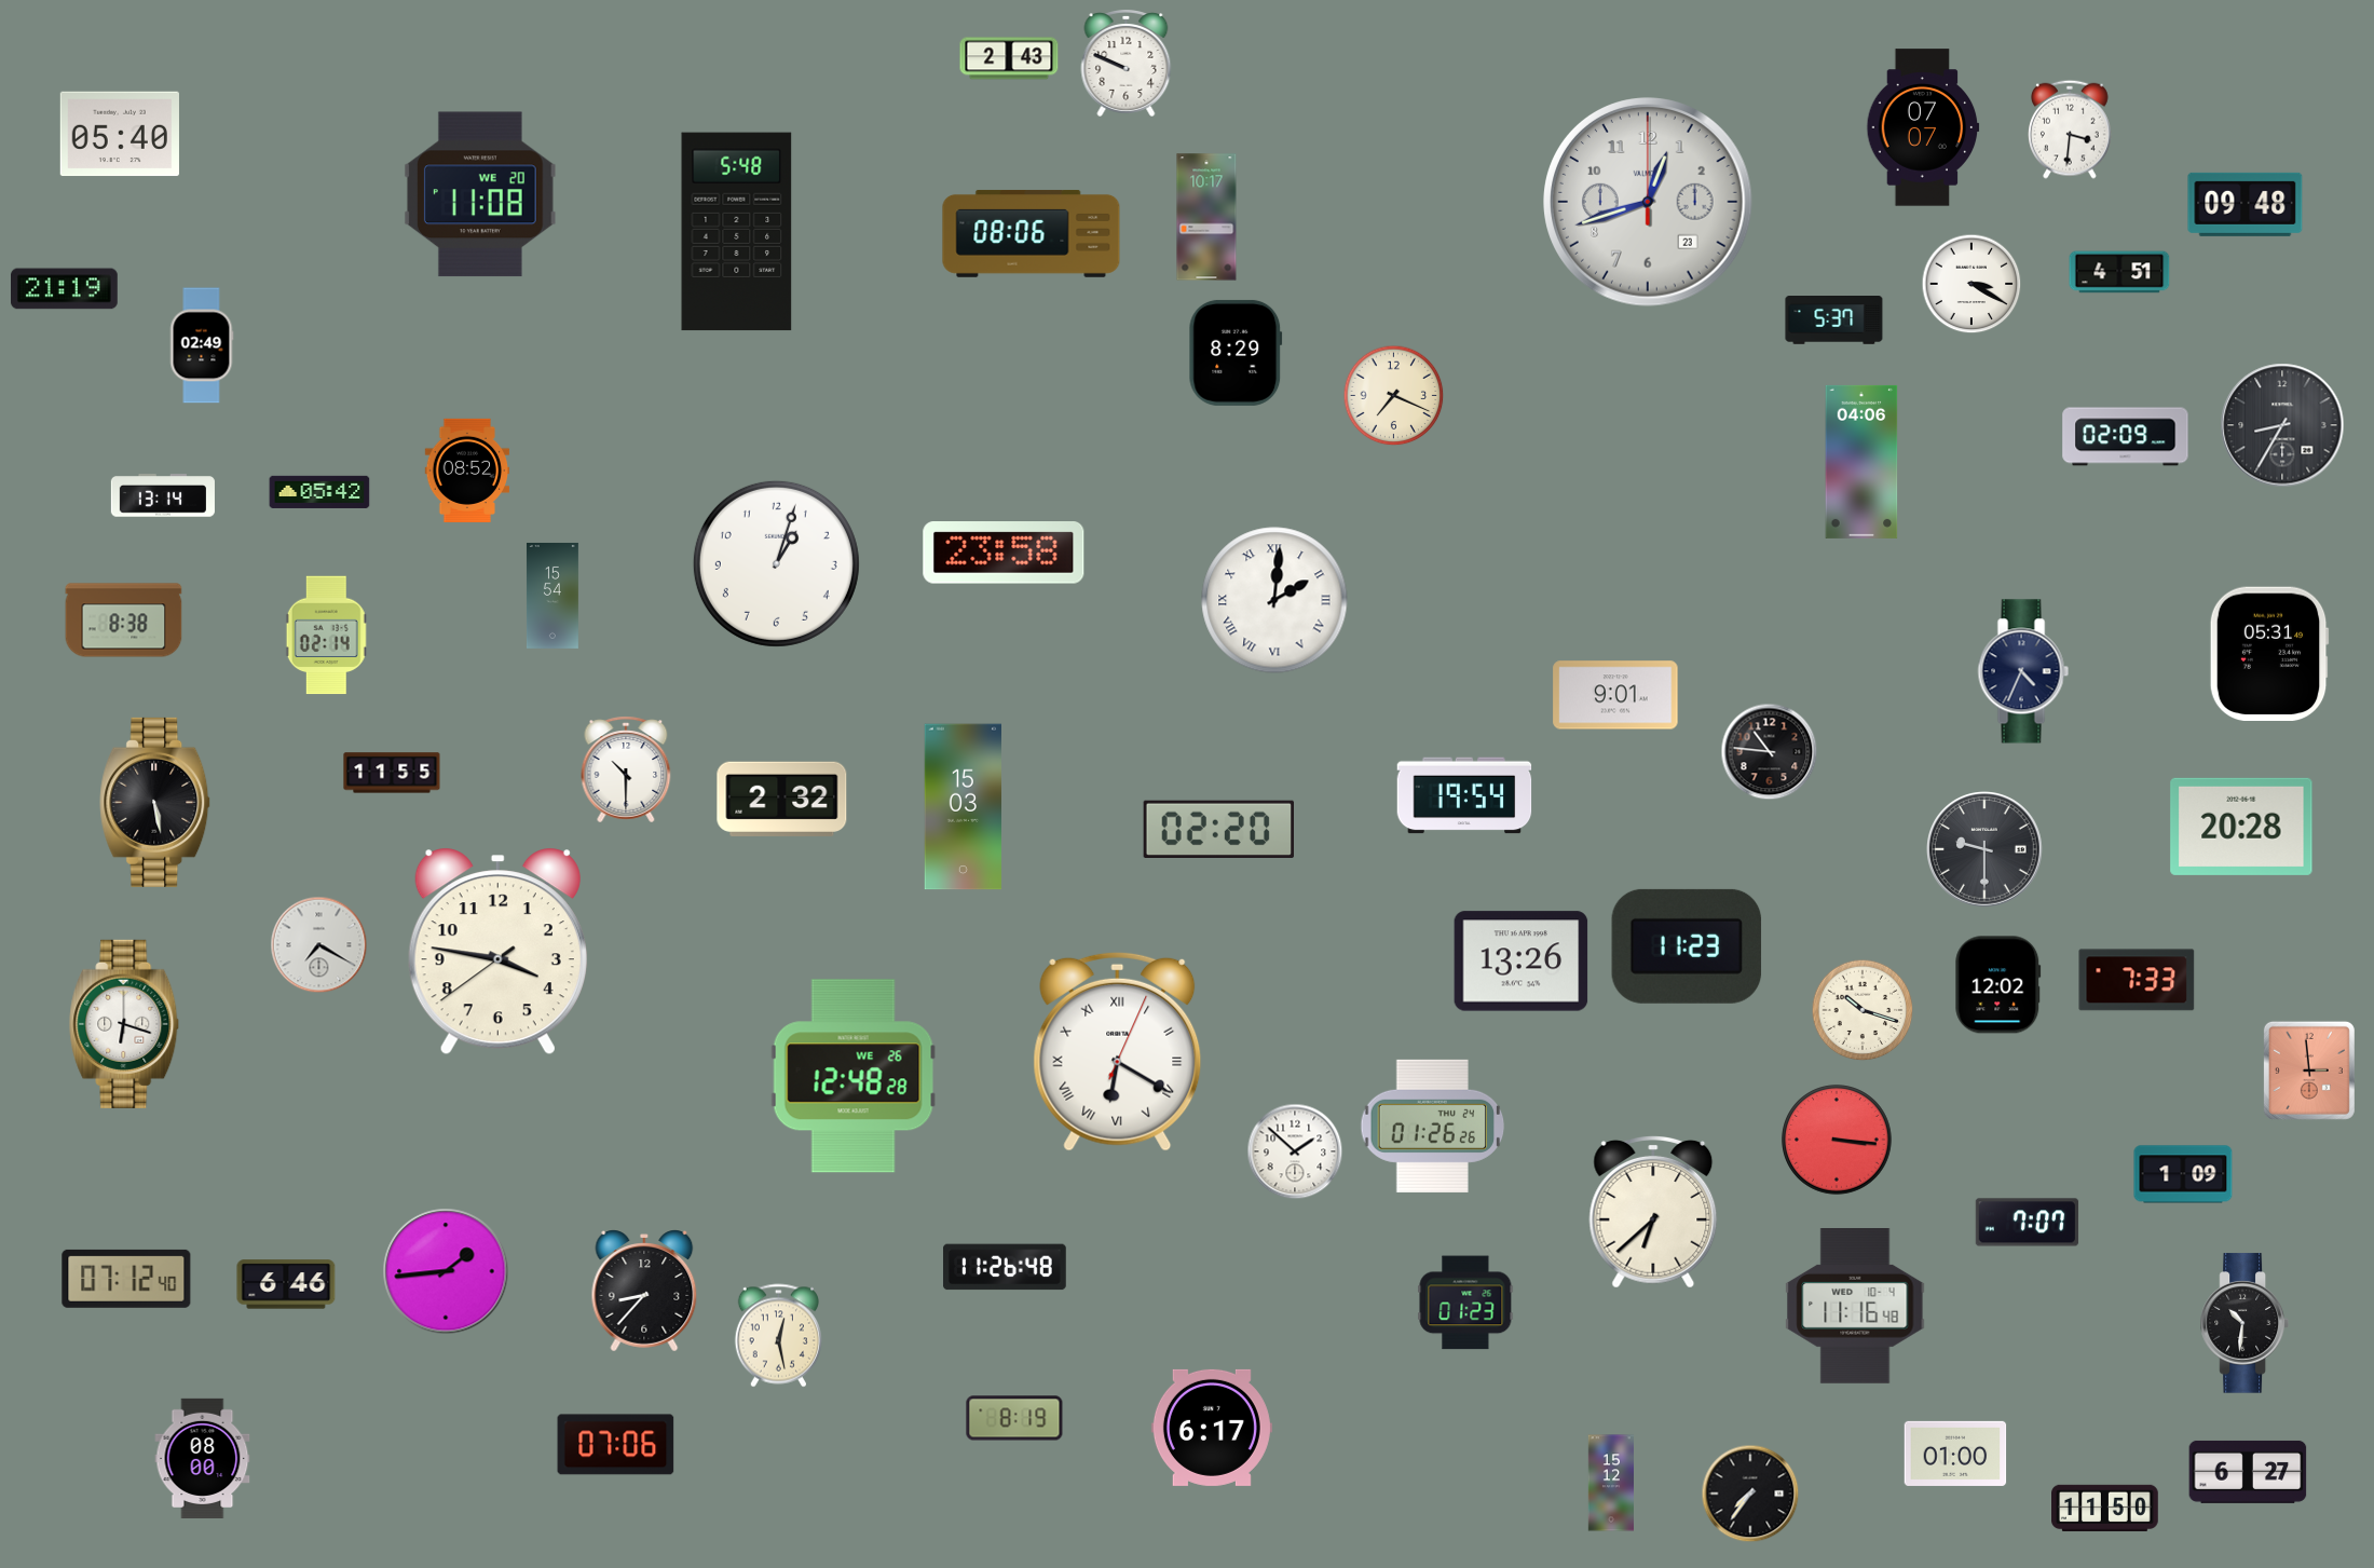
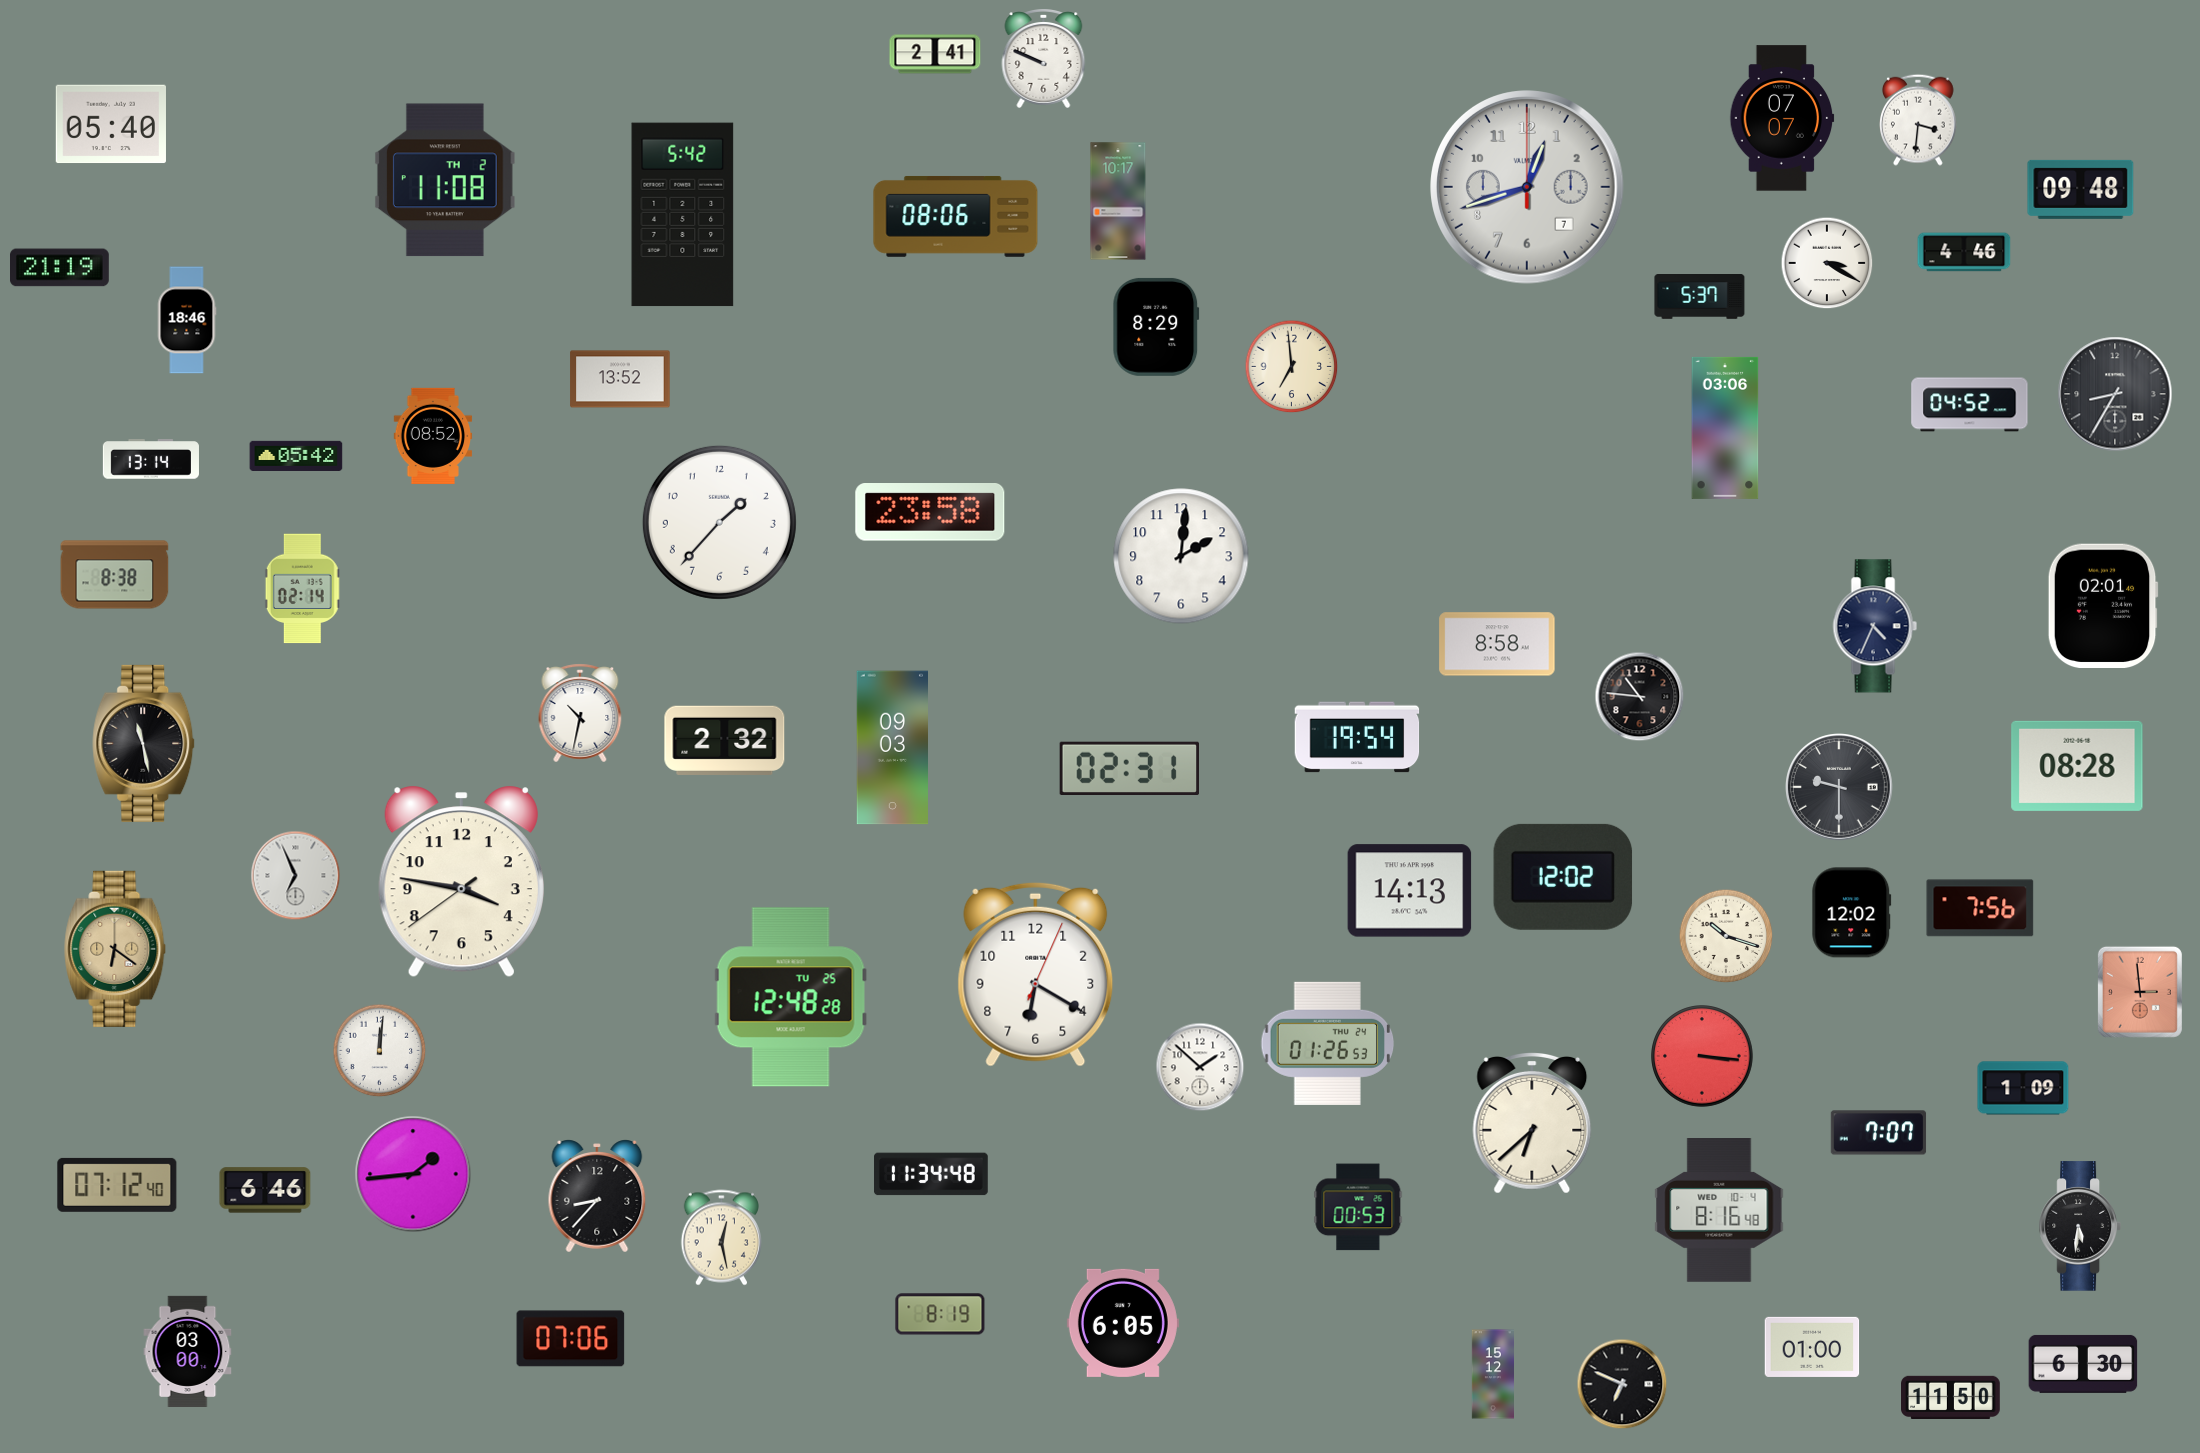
clock at (1009, 58): 2:43 -> 2:41
clock at (480, 194) date: WE 20 -> TH 2
clock at (1648, 202) date: 23 -> 7
clock at (737, 232): 5:48 -> 5:42
clock at (2119, 272): 4:51 -> 4:46
clock at (202, 345): 02:49 -> 18:46
clock at (1236, 353) position: (1236, 353) -> (1156, 327)
clock at (1394, 396): 7:19 -> 6:59
clock at (620, 379): none -> 13:52
clock at (2126, 437): 02:09 -> 04:52
clock at (1861, 462): 04:06 -> 03:06
clock at (776, 563): 1:03 -> 1:37
clock at (552, 596): 15:54 -> none
clock at (1274, 600) numerals: Roman -> Arabic
clock at (2269, 653): 05:31 -> 02:01
clock at (2023, 671) position: (2023, 671) -> (1875, 626)
clock at (1615, 695): 9:01 -> 8:58
clock at (626, 769): 10:30 -> 10:32
clock at (392, 773): 11:55 -> none
clock at (155, 802): 5:28 -> 11:28
clock at (964, 807): 15:03 -> 09:03
clock at (2241, 827): 20:28 -> 08:28
clock at (1218, 829): 02:20 -> 02:31
clock at (319, 945): 7:20 -> 6:56
clock at (1687, 946): 11:23 -> 12:02
clock at (1522, 962): 13:26 -> 14:13
clock at (2137, 980): 7:33 -> 7:56
clock at (125, 1024): 6:18 -> 6:21
clock at (125, 1024) dial: white -> champagne
clock at (1118, 1051) numerals: Roman -> Arabic
clock at (854, 1076) date: WE 26 -> TU 25
clock at (1433, 1126): 01:26:26 -> 01:26:53
clock at (380, 1051): none -> 12:01
clock at (1006, 1267): 11:26 -> 11:34
clock at (446, 1271) position: (446, 1271) -> (413, 1174)
clock at (1465, 1303): 01:23 -> 00:53
clock at (1855, 1307): 11:16 -> 8:16
clock at (2245, 1323): 10:31 -> 5:31
clock at (1212, 1428): 6:17 -> 6:05
clock at (203, 1458): 08:00 -> 03:00
clock at (2248, 1472): 6:27 -> 6:30
clock at (1750, 1494): 7:36 -> 6:49
